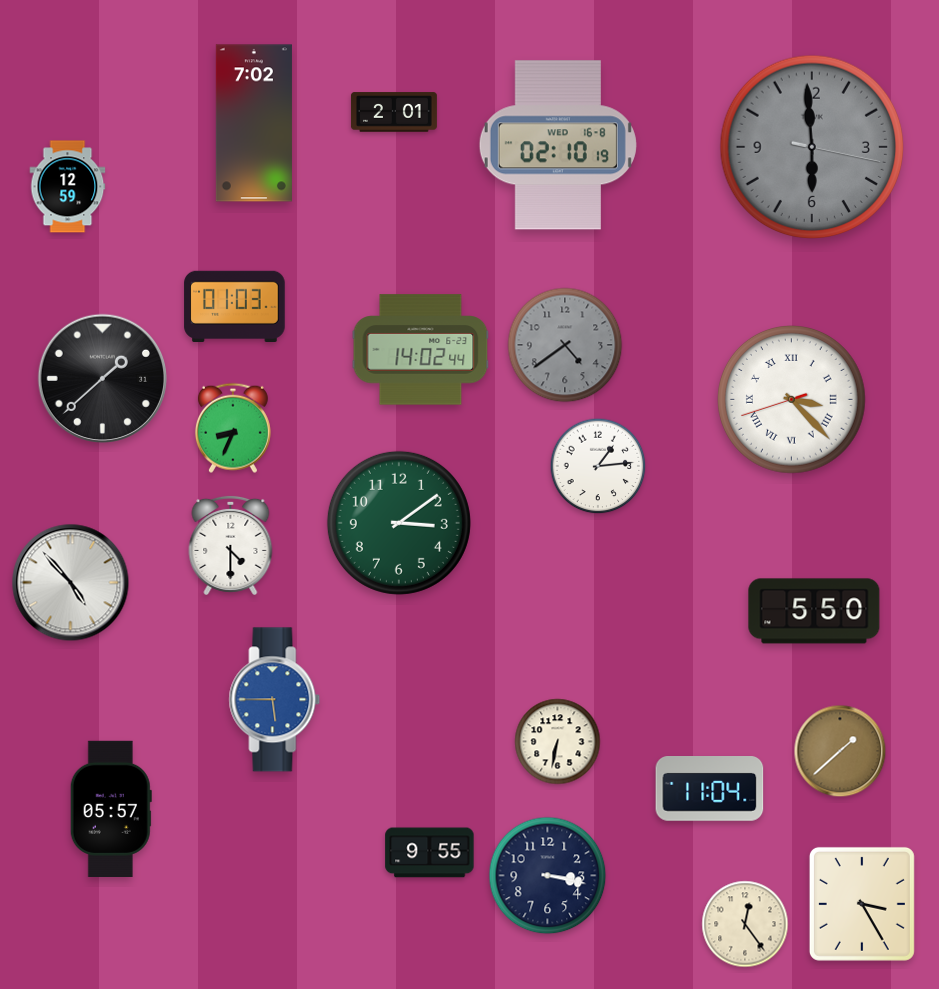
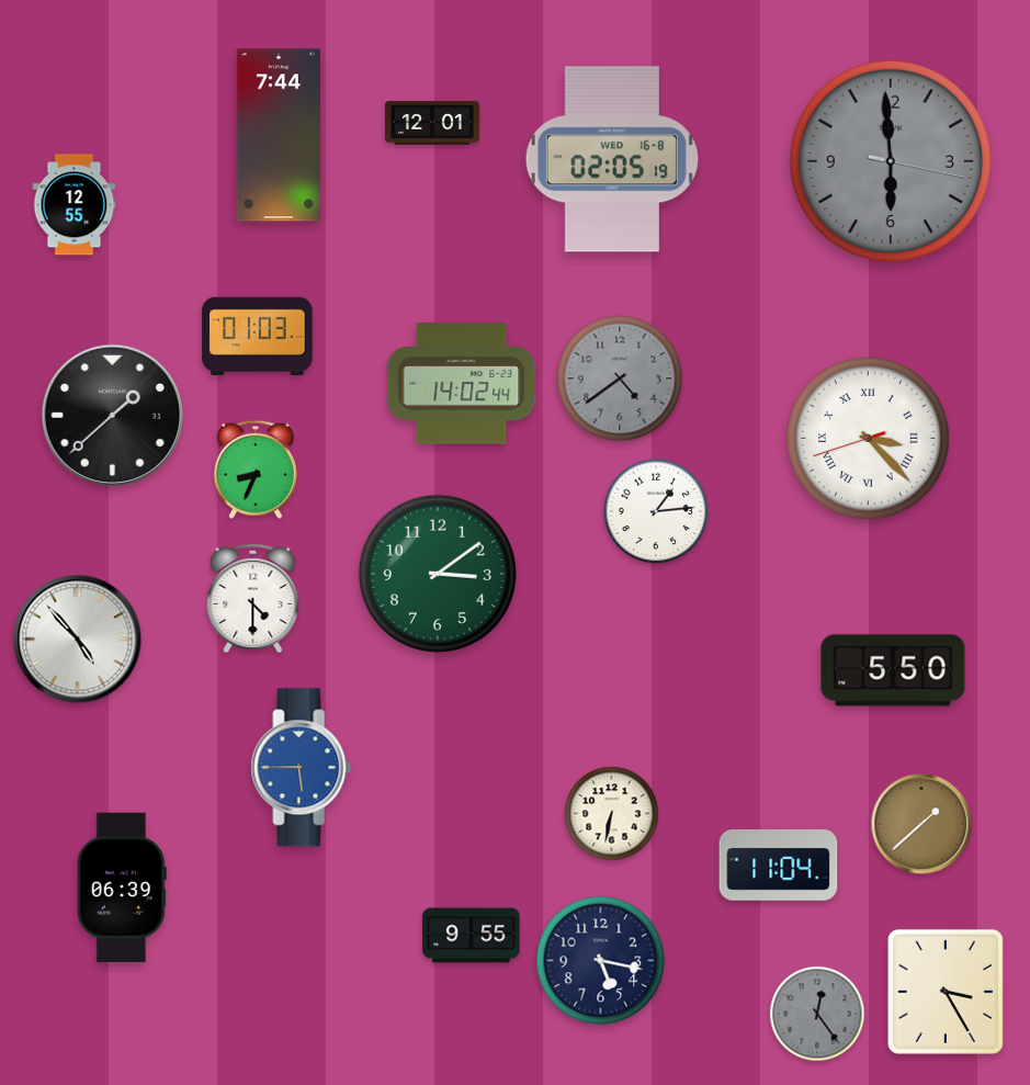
clock at (394, 112): 2:01 -> 12:01
clock at (254, 123): 7:02 -> 7:44
clock at (558, 145): 02:10 -> 02:05
clock at (68, 187): 12:59 -> 12:55
clock at (111, 808): 05:57 -> 06:39
clock at (548, 876): 3:17 -> 5:17
clock at (745, 924) dial: cream -> grey
